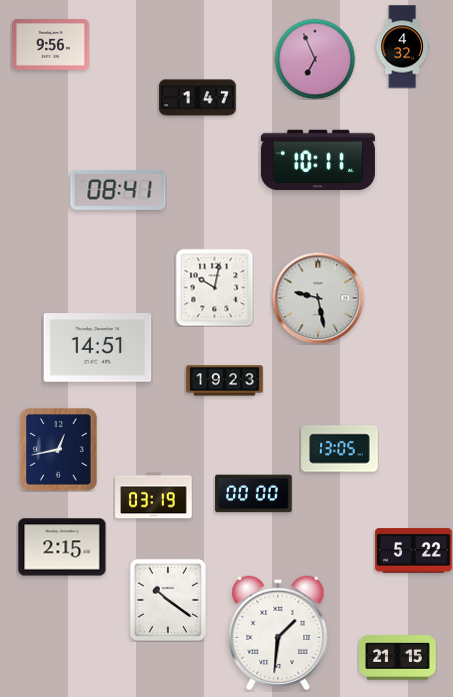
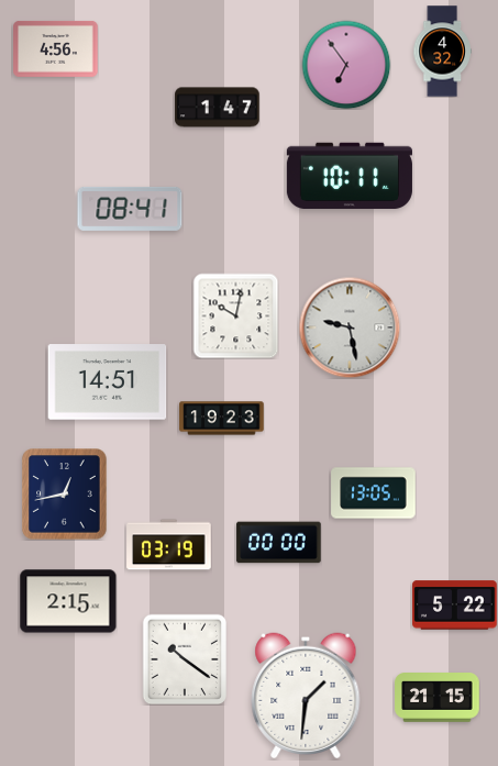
clock at (51, 44): 9:56 -> 4:56
clock at (315, 59): 6:56 -> 6:54
clock at (225, 381) position: (225, 381) -> (222, 419)
clock at (398, 658) position: (398, 658) -> (438, 698)
